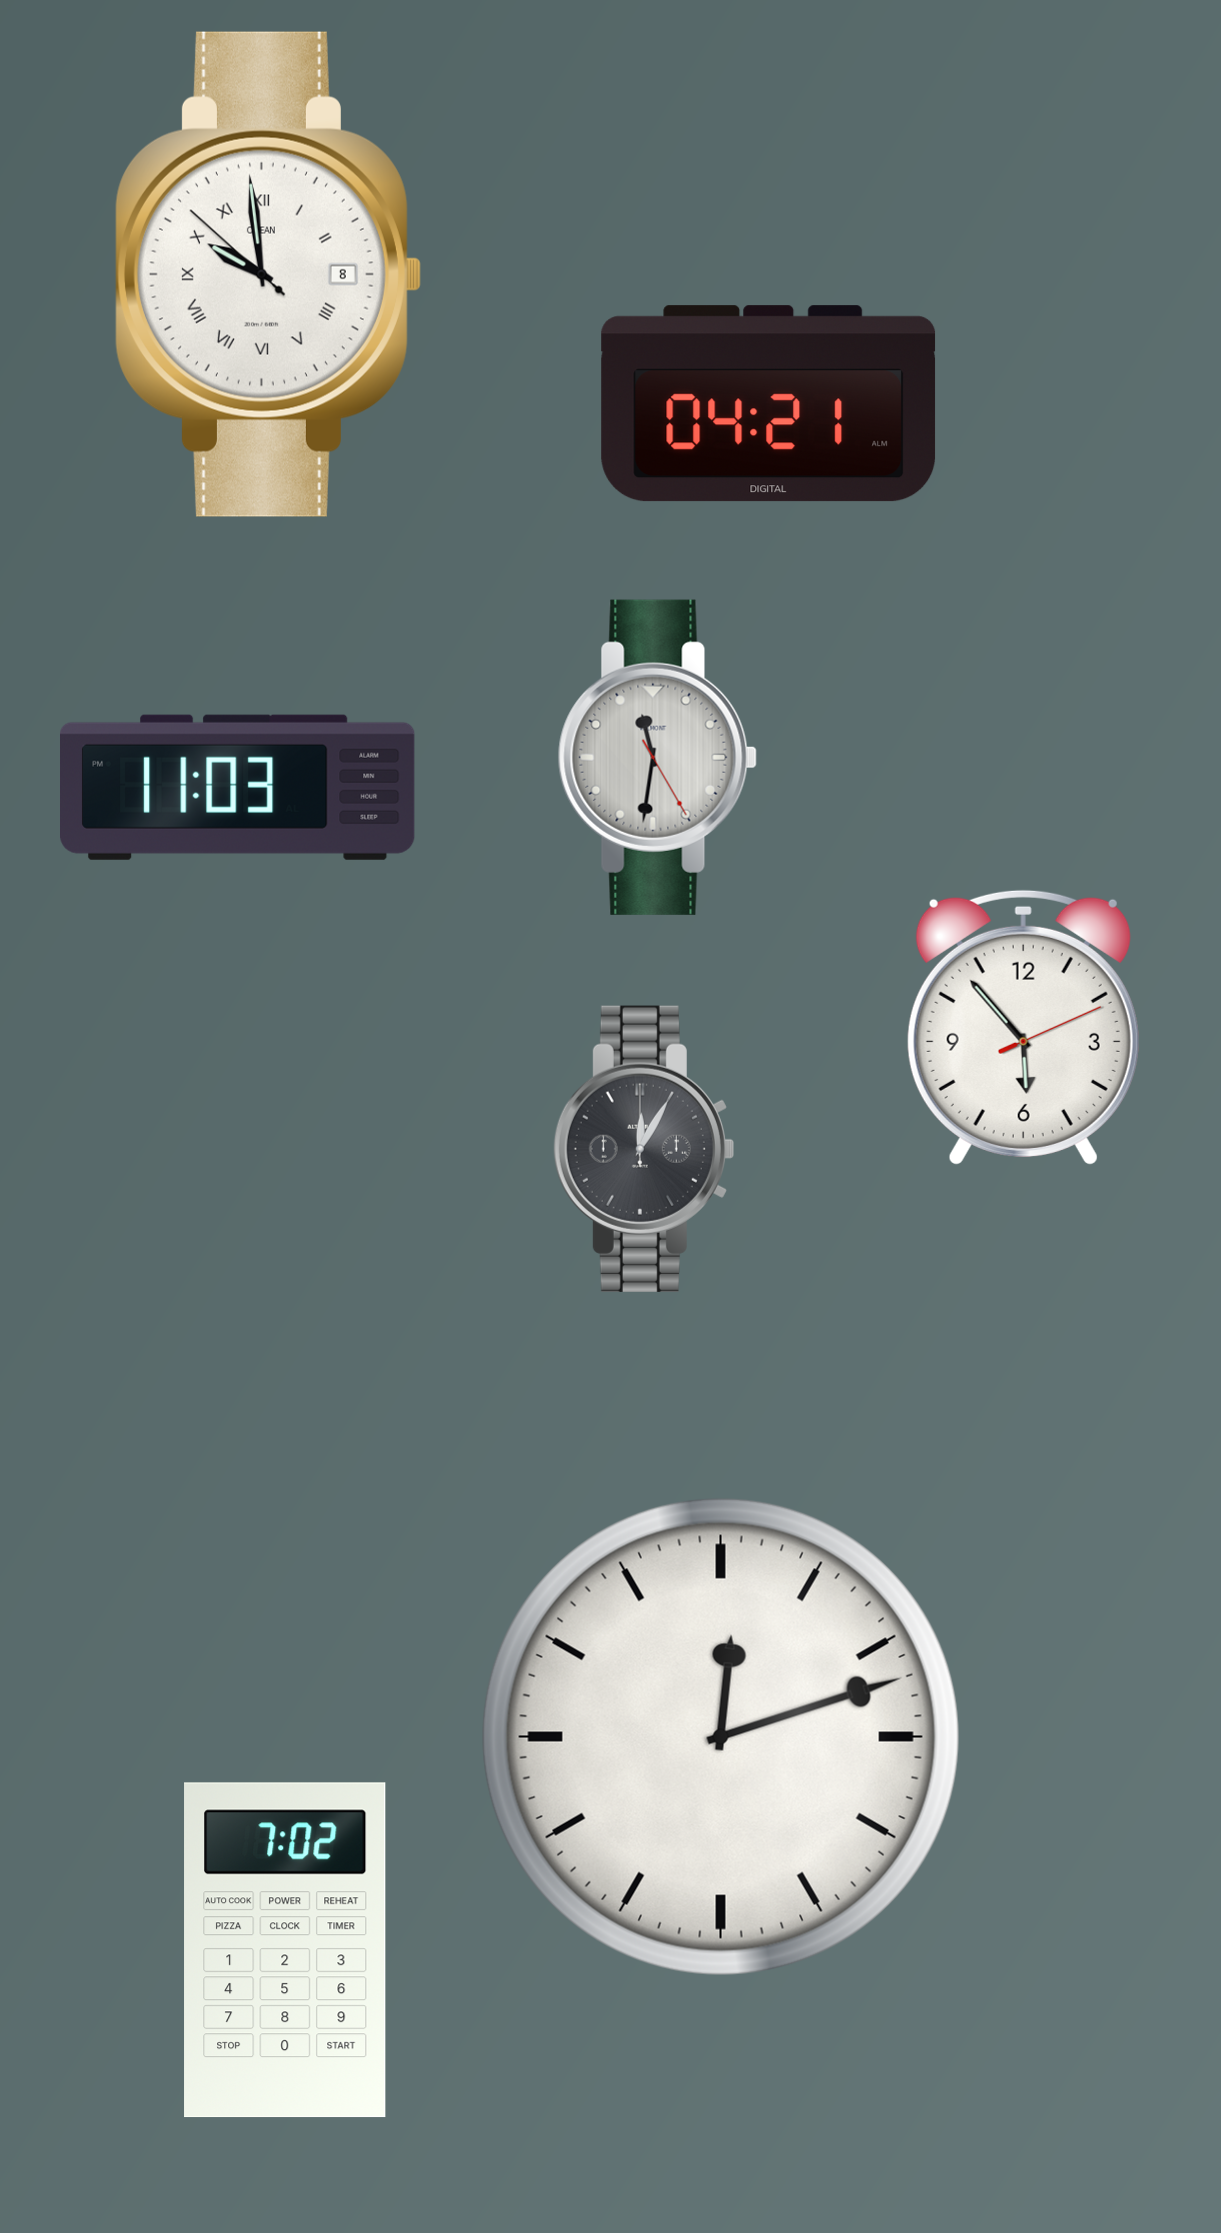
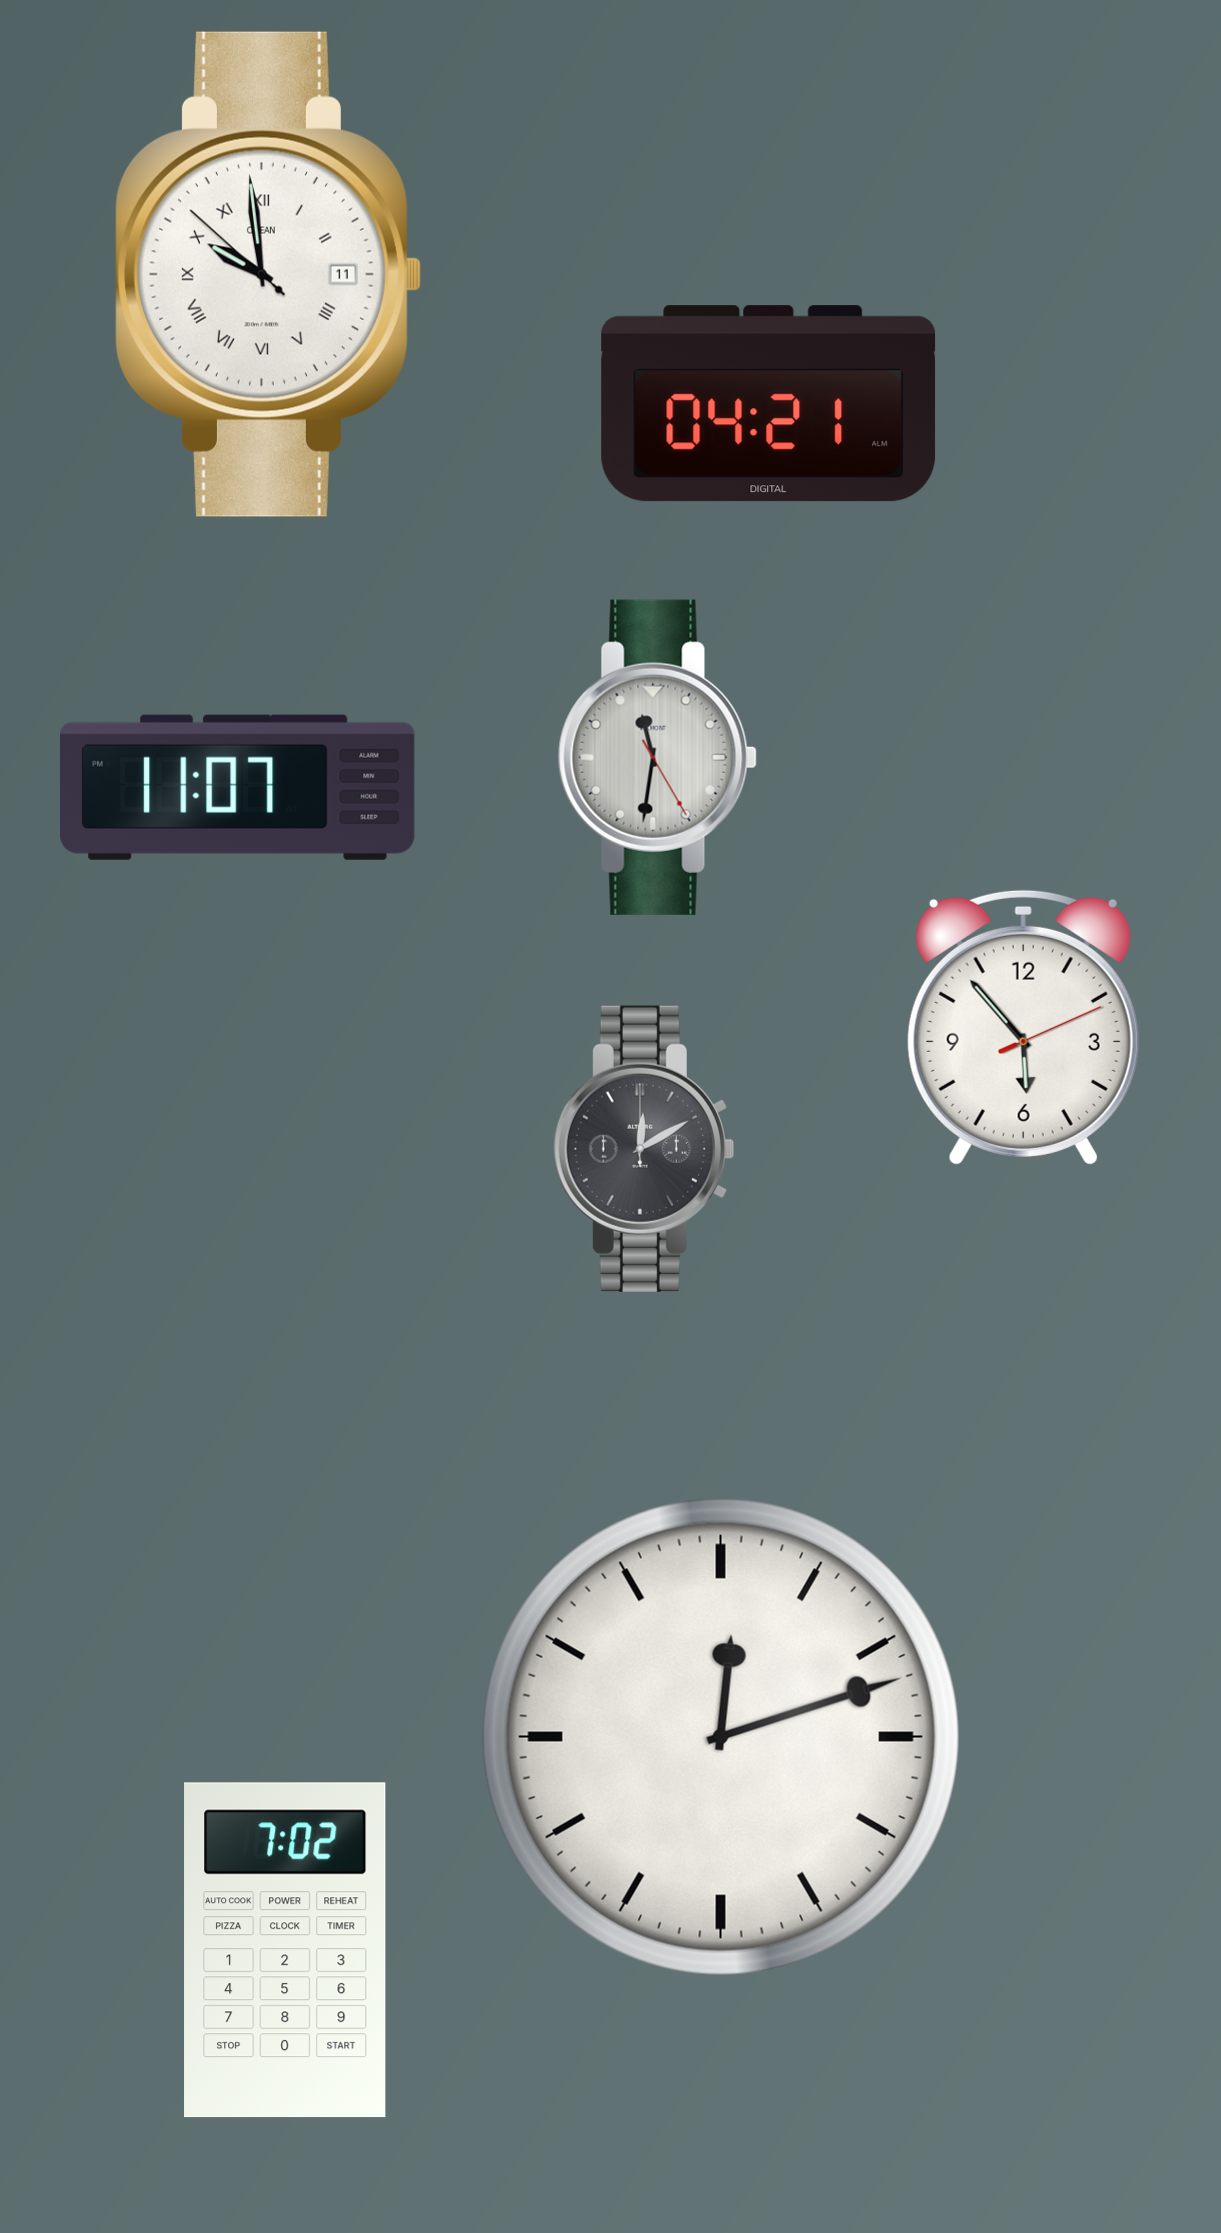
clock at (268, 274) date: 8 -> 11
clock at (238, 787): 11:03 -> 11:07
clock at (643, 1149): 12:05 -> 12:10
